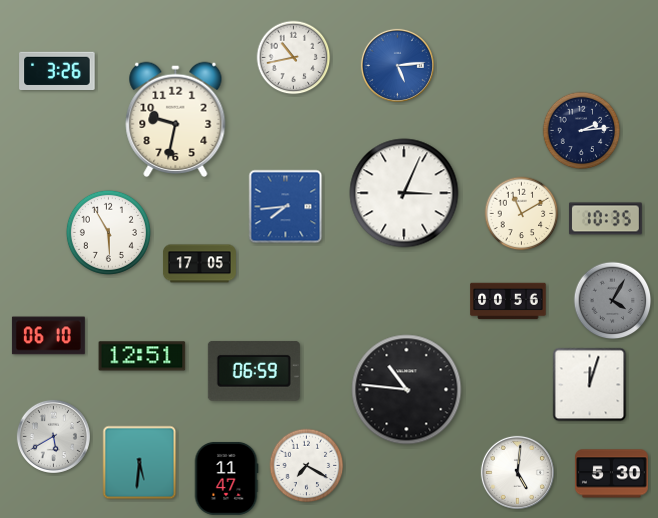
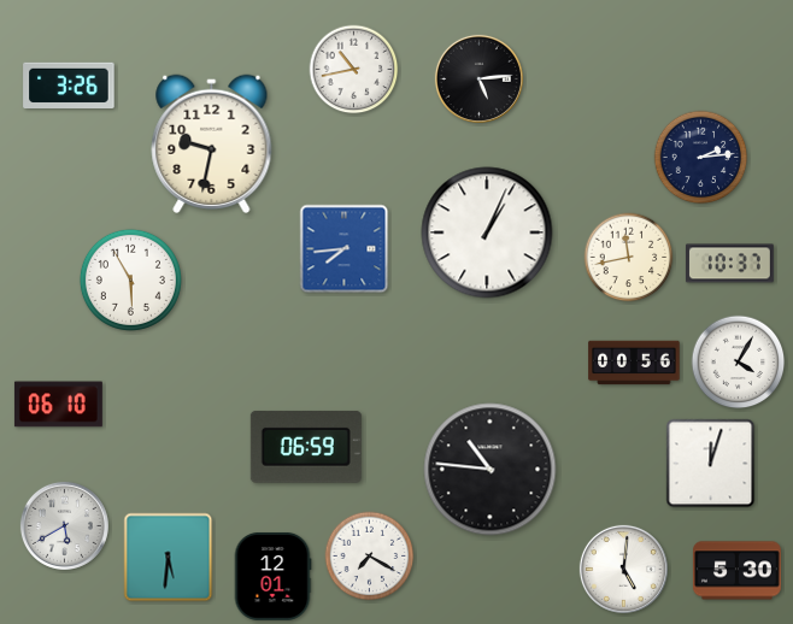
clock at (397, 65) dial: blue -> black
clock at (404, 193): 3:04 -> 1:04
clock at (522, 214): 11:10 -> 11:43
clock at (605, 219): 10:35 -> 10:37
clock at (200, 264): 17:05 -> none
clock at (508, 301) position: (508, 301) -> (634, 363)
clock at (613, 301) dial: grey -> white
clock at (142, 356): 12:51 -> none
clock at (307, 466) position: (307, 466) -> (370, 557)
clock at (226, 478): 11:47 -> 12:01
